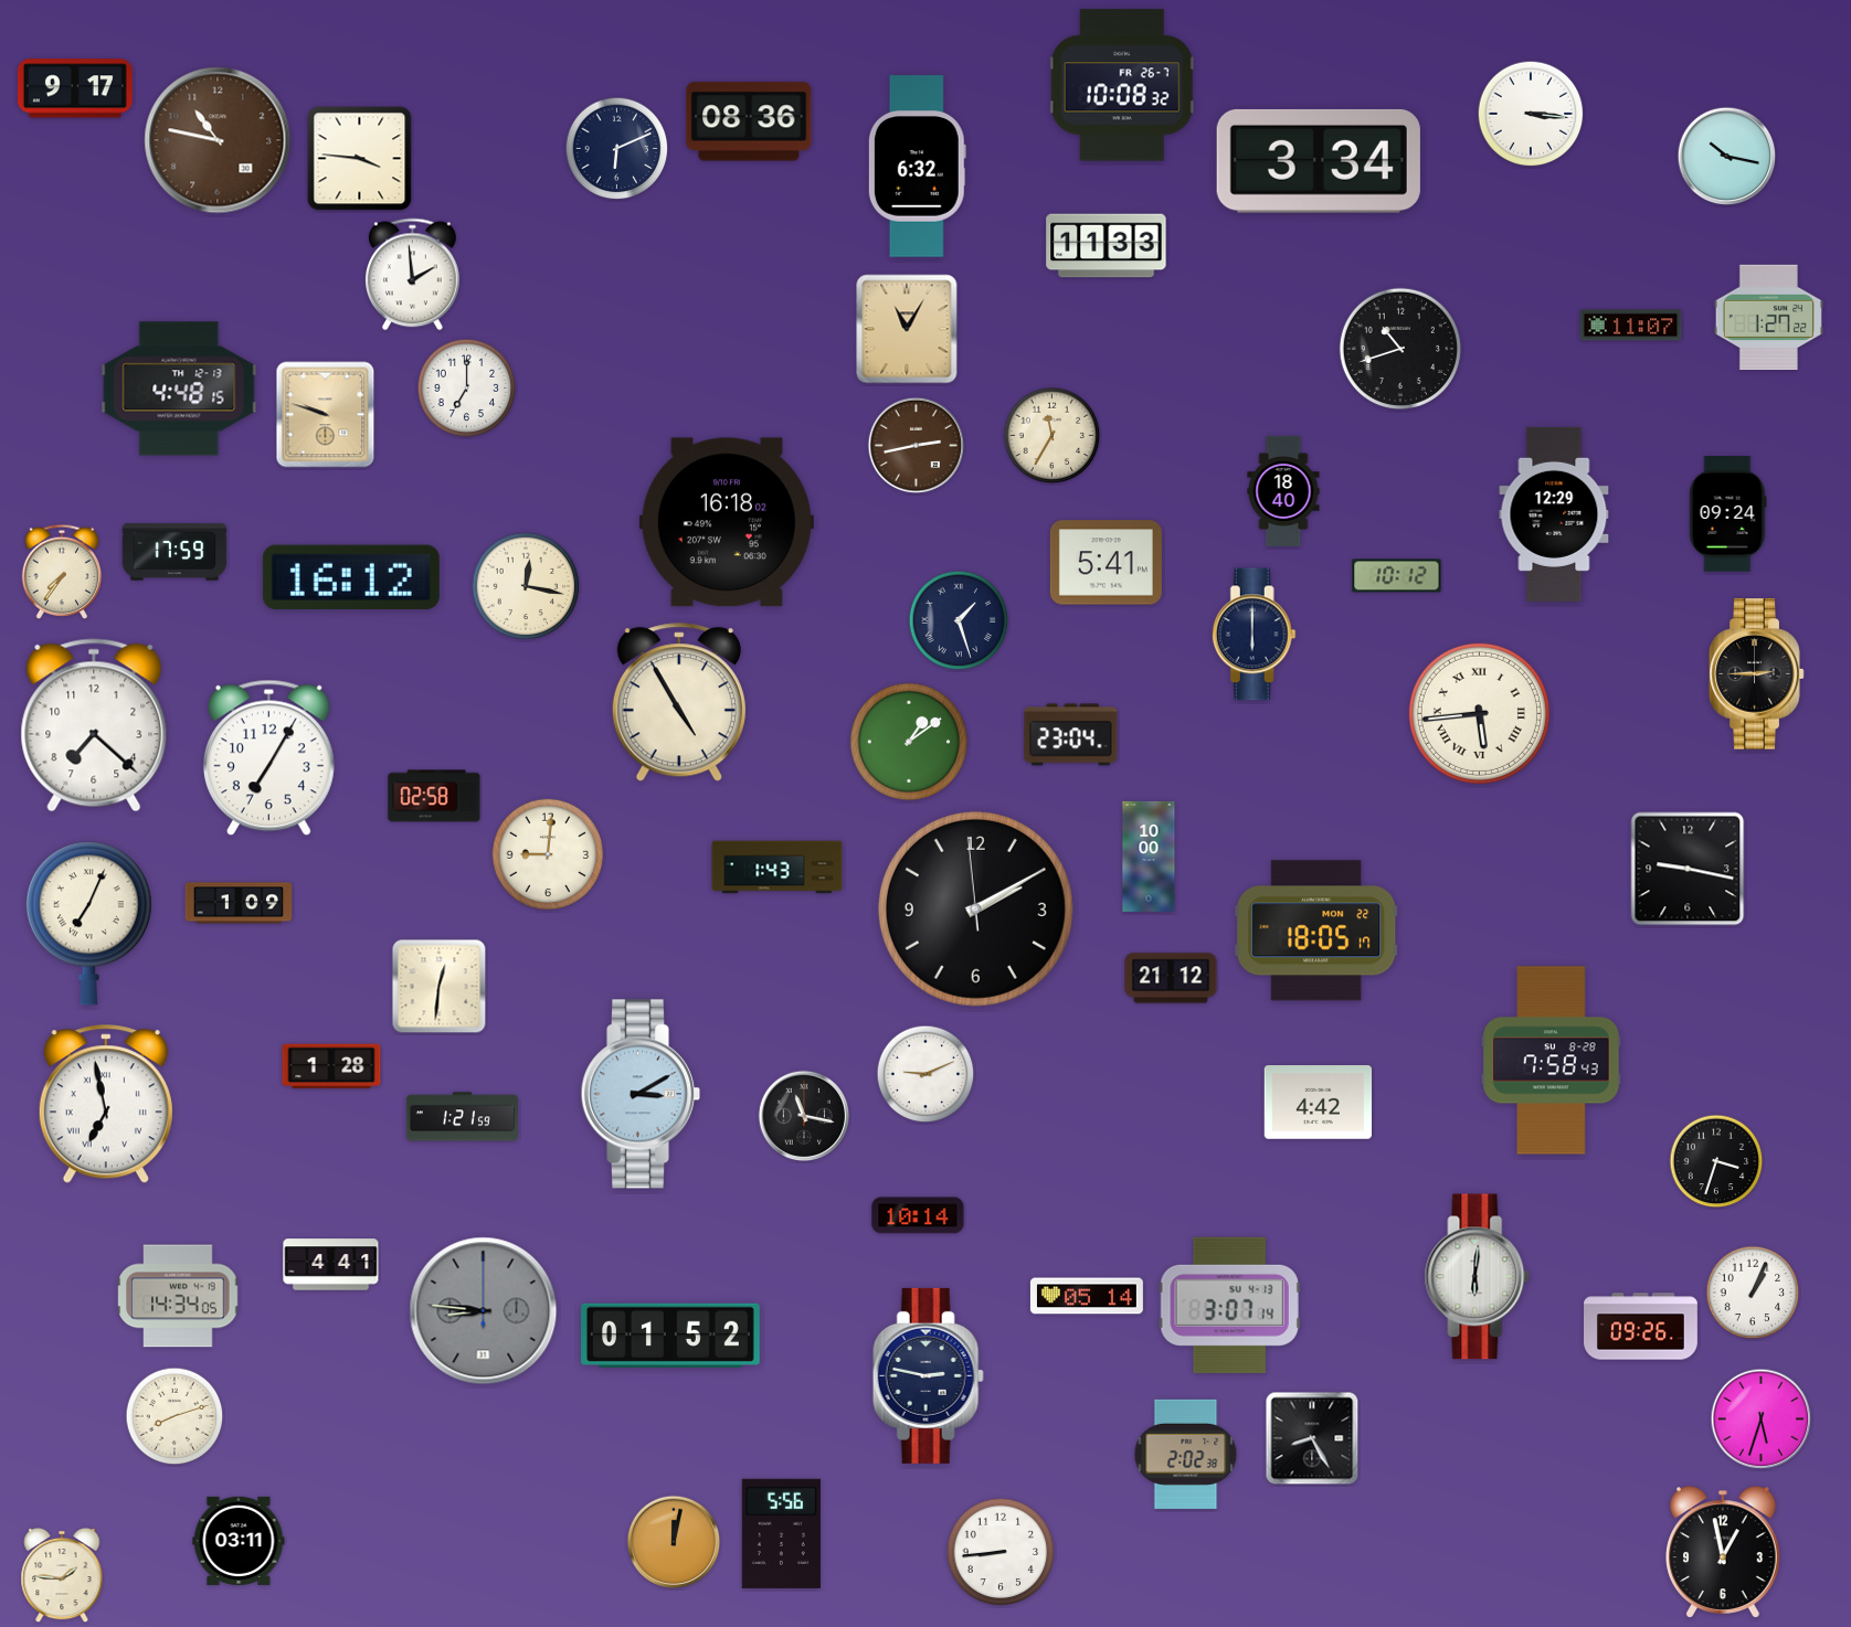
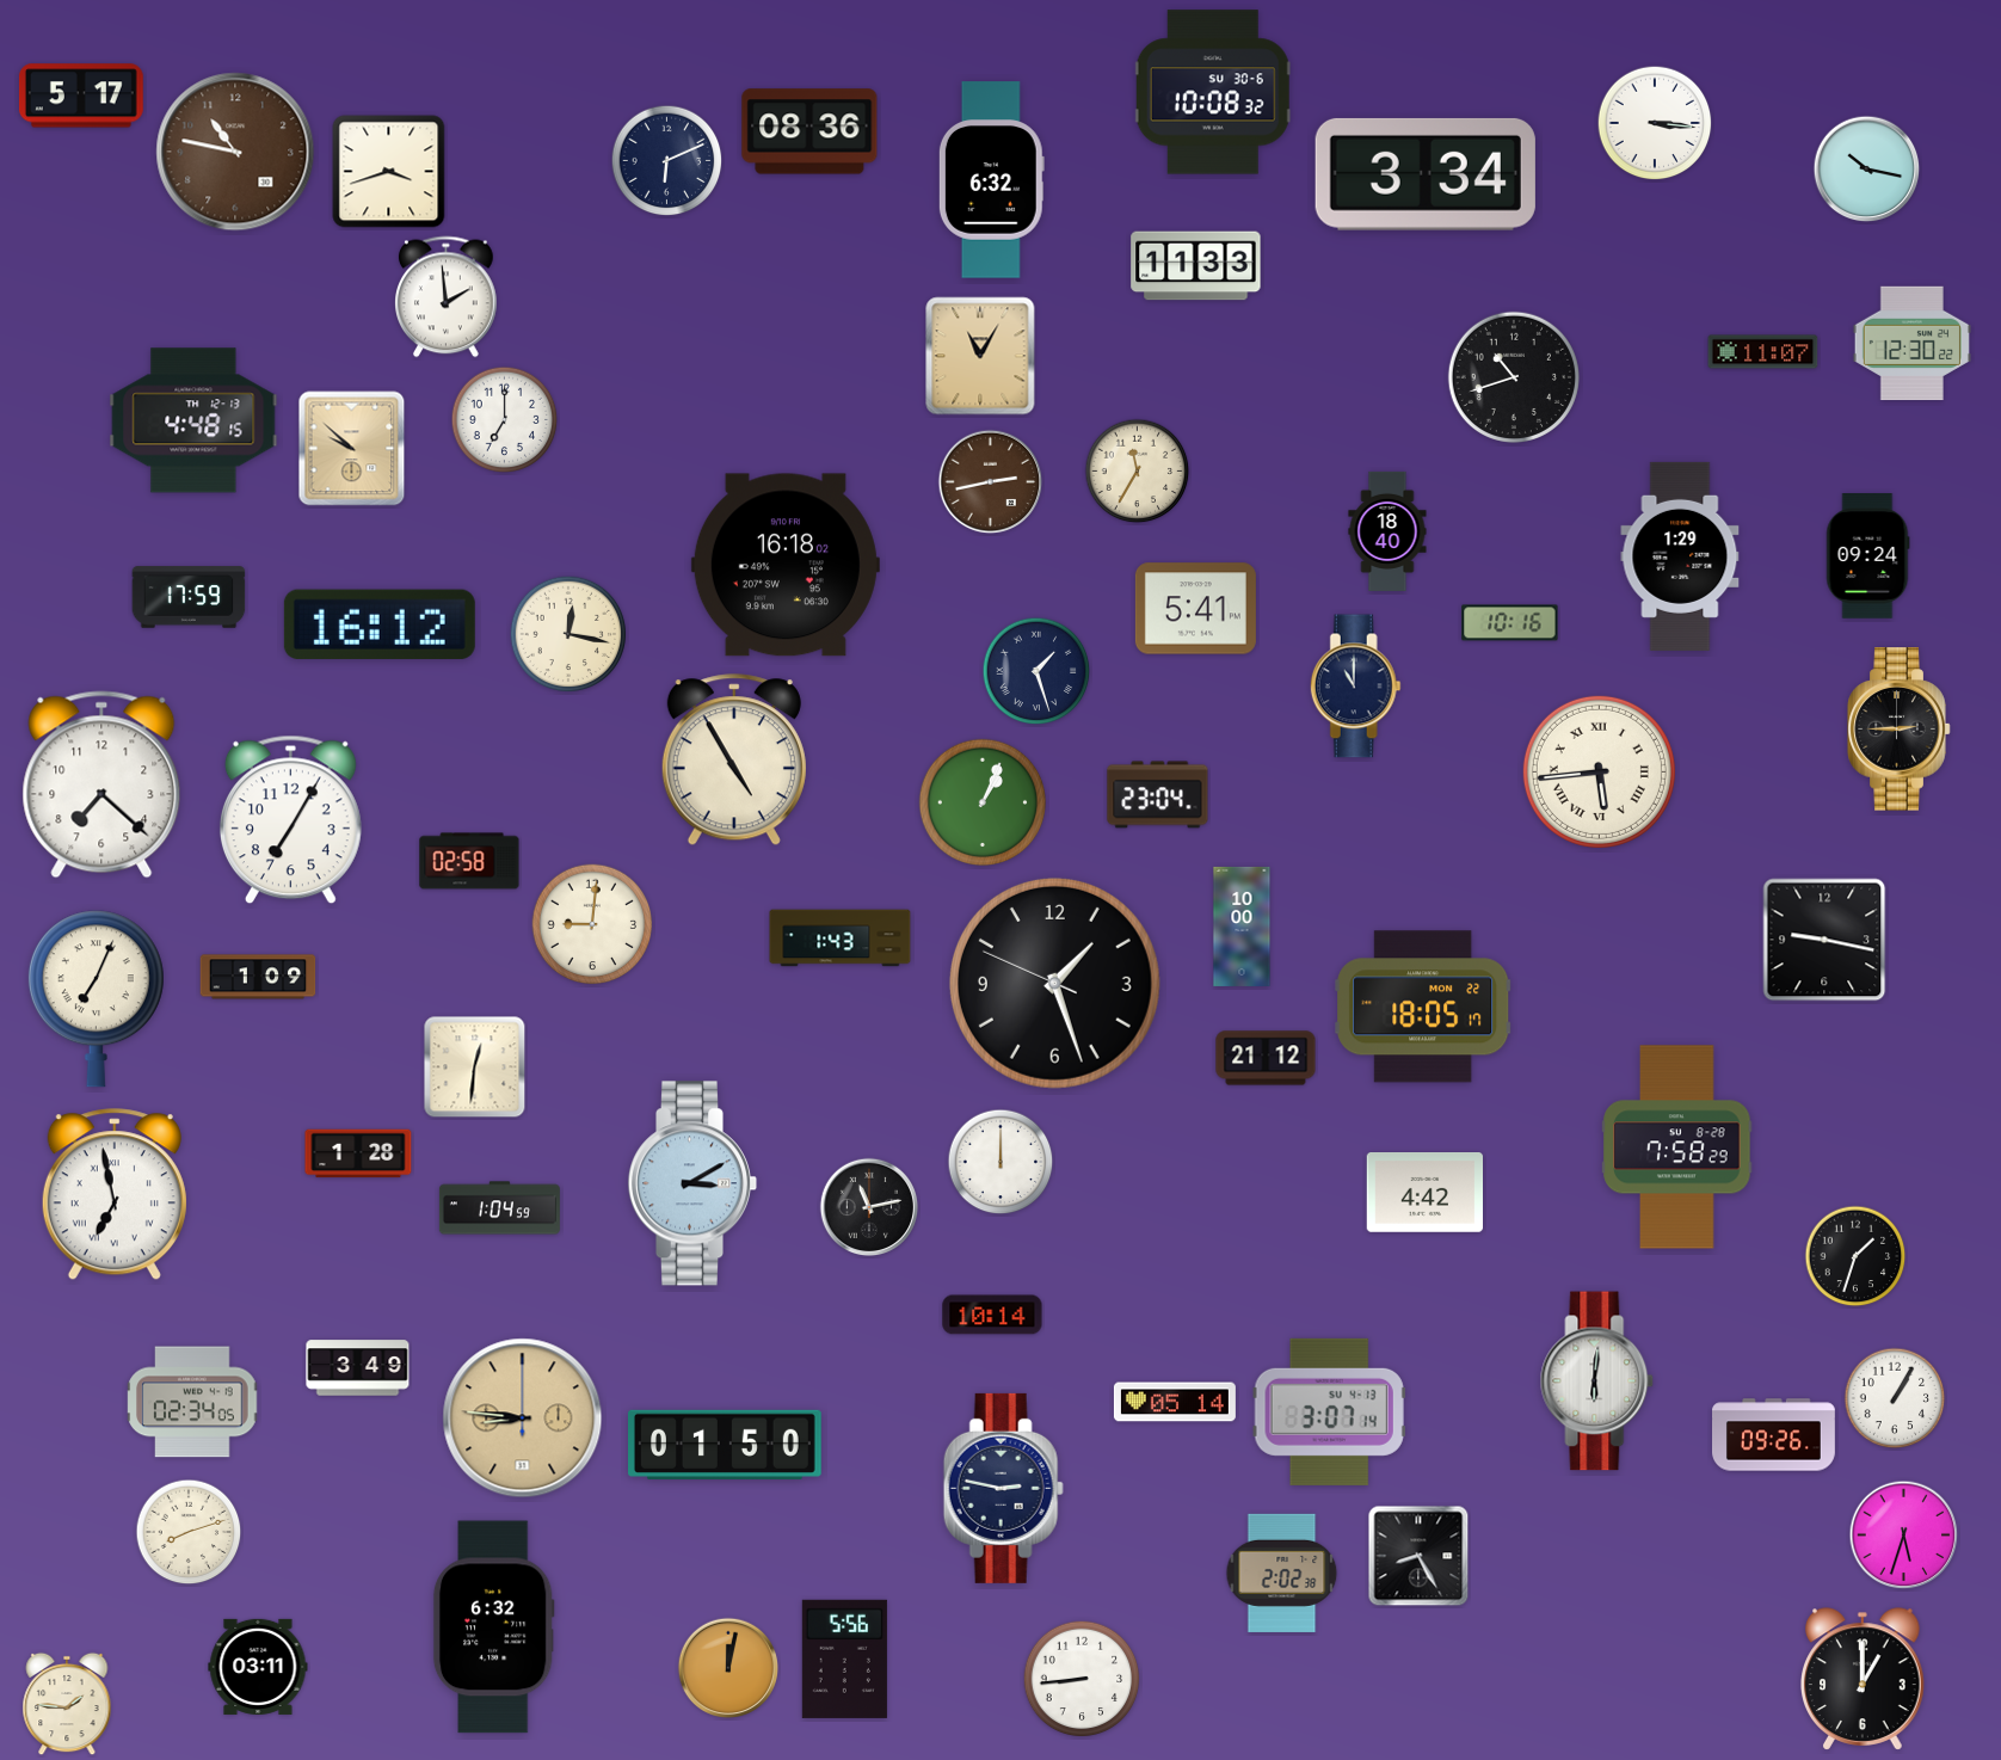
clock at (1122, 85) date: FR 26-7 -> SU 30-6
clock at (75, 88): 9:17 -> 5:17
clock at (360, 159): 3:46 -> 3:42
clock at (1768, 318): 1:27 -> 12:30
clock at (326, 415): 9:48 -> 9:52
clock at (1554, 514): 12:29 -> 1:29
clock at (62, 572): 7:36 -> none
clock at (1397, 576): 10:12 -> 10:16
clock at (1254, 635): 6:00 -> 11:00
clock at (908, 741): 1:09 -> 1:04
clock at (975, 908): 2:09 -> 1:26
clock at (1552, 1061): 7:58:43 -> 7:58:29
clock at (925, 1074): 9:11 -> 12:00
clock at (804, 1116): 11:17 -> 11:13
clock at (462, 1117): 1:21 -> 1:04
clock at (1716, 1161): 3:33 -> 1:33
clock at (331, 1265): 4:41 -> 3:49
clock at (1753, 1293): 1:04 -> 1:05
clock at (178, 1296): 14:34 -> 02:34
clock at (484, 1311) dial: grey -> champagne
clock at (671, 1336): 01:52 -> 01:50
clock at (493, 1627): none -> 6:32
clock at (1724, 1552): 12:58 -> 1:00
